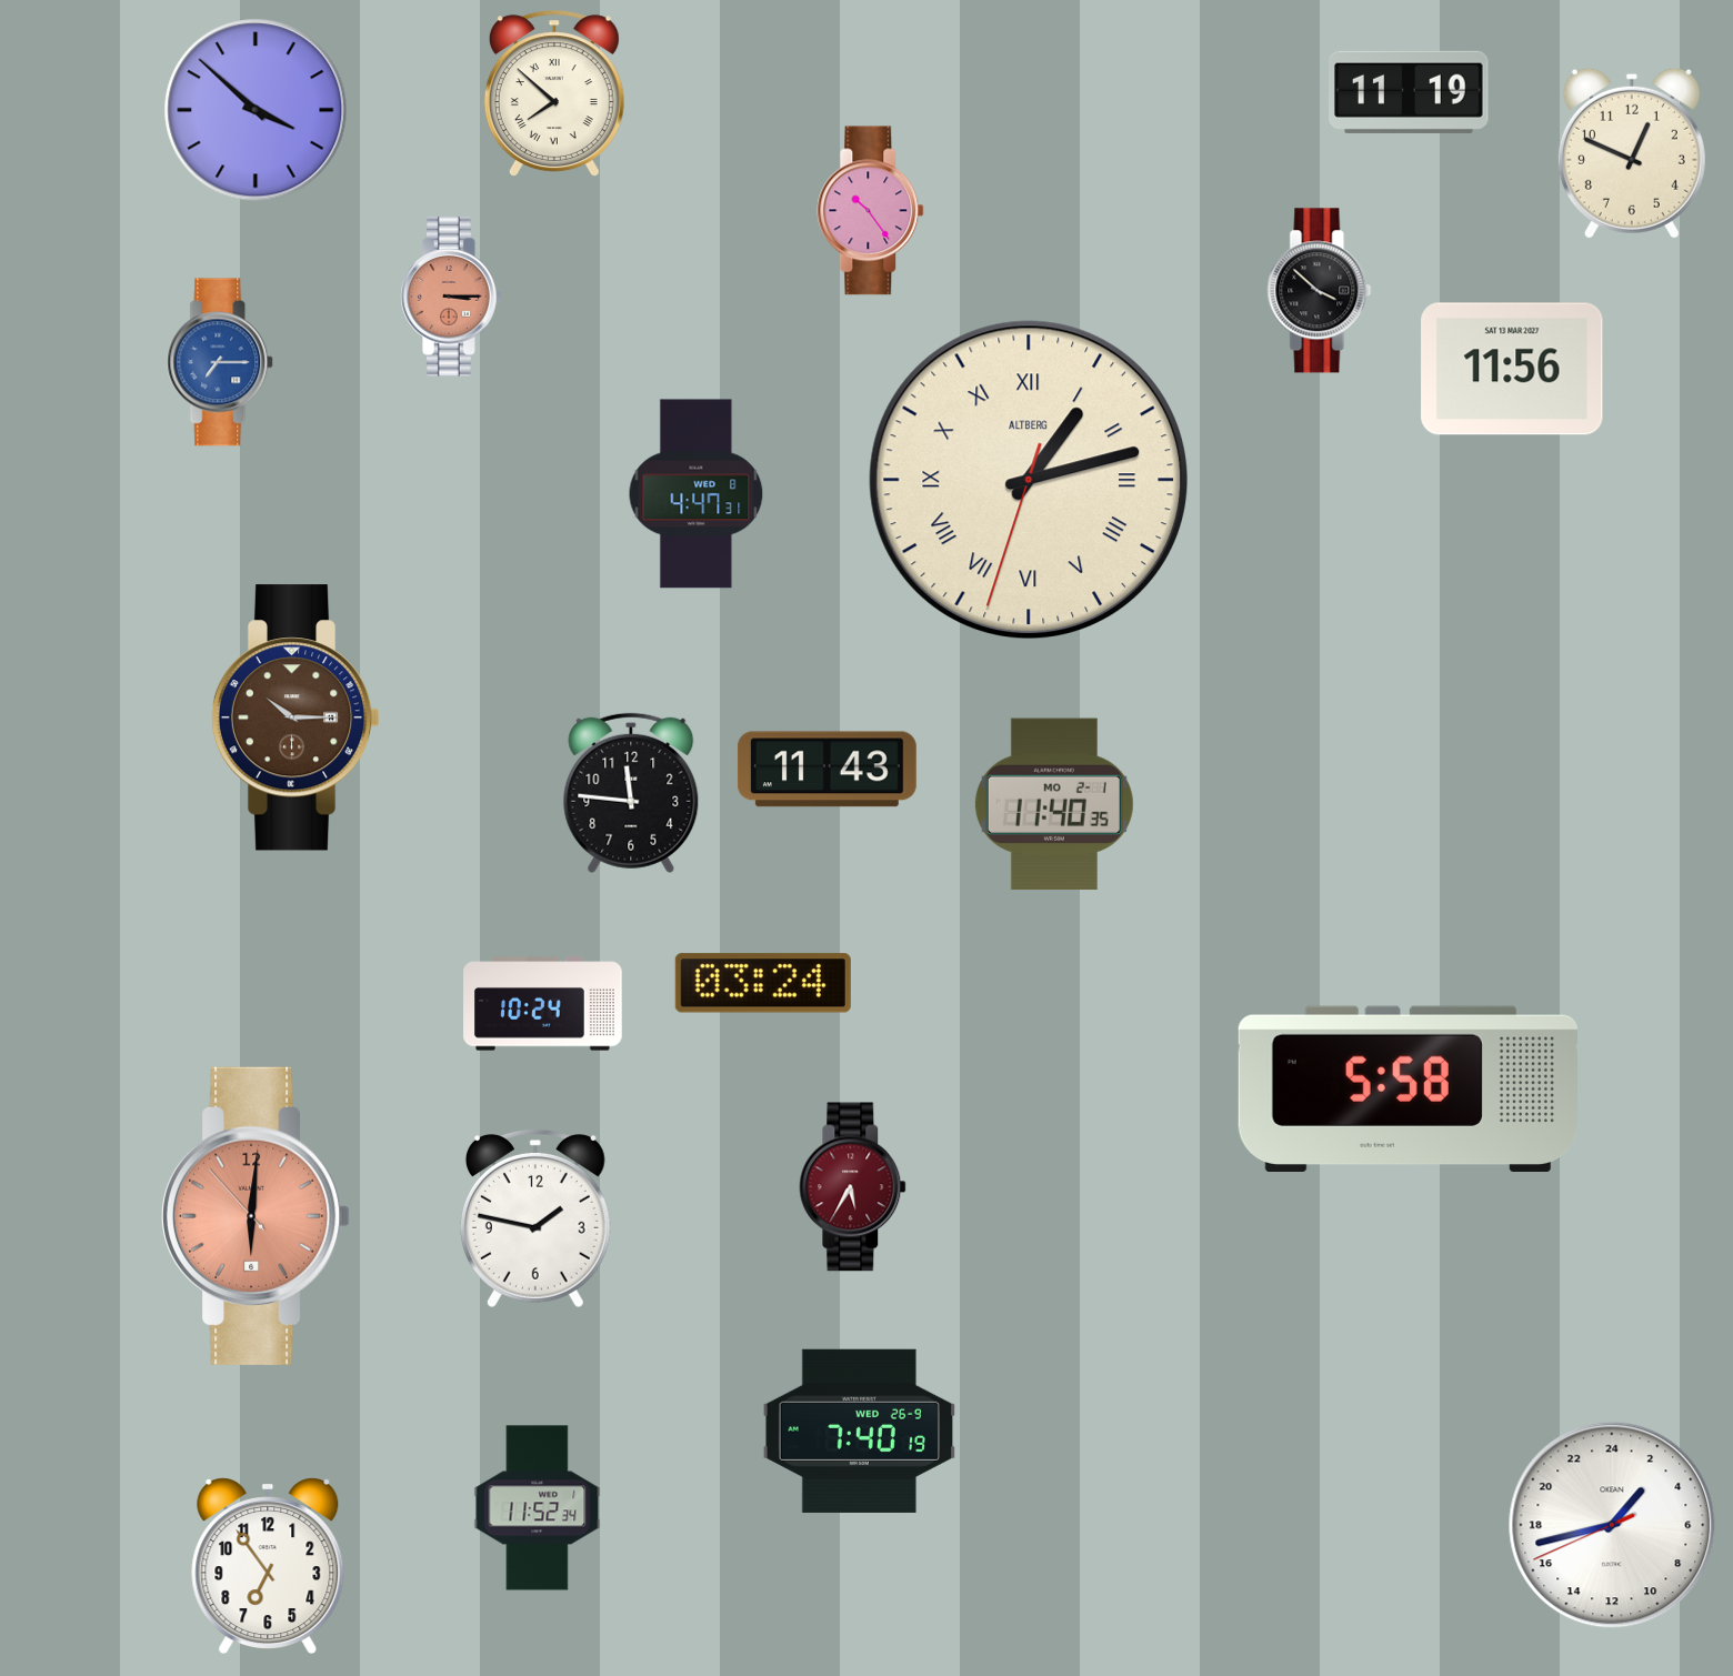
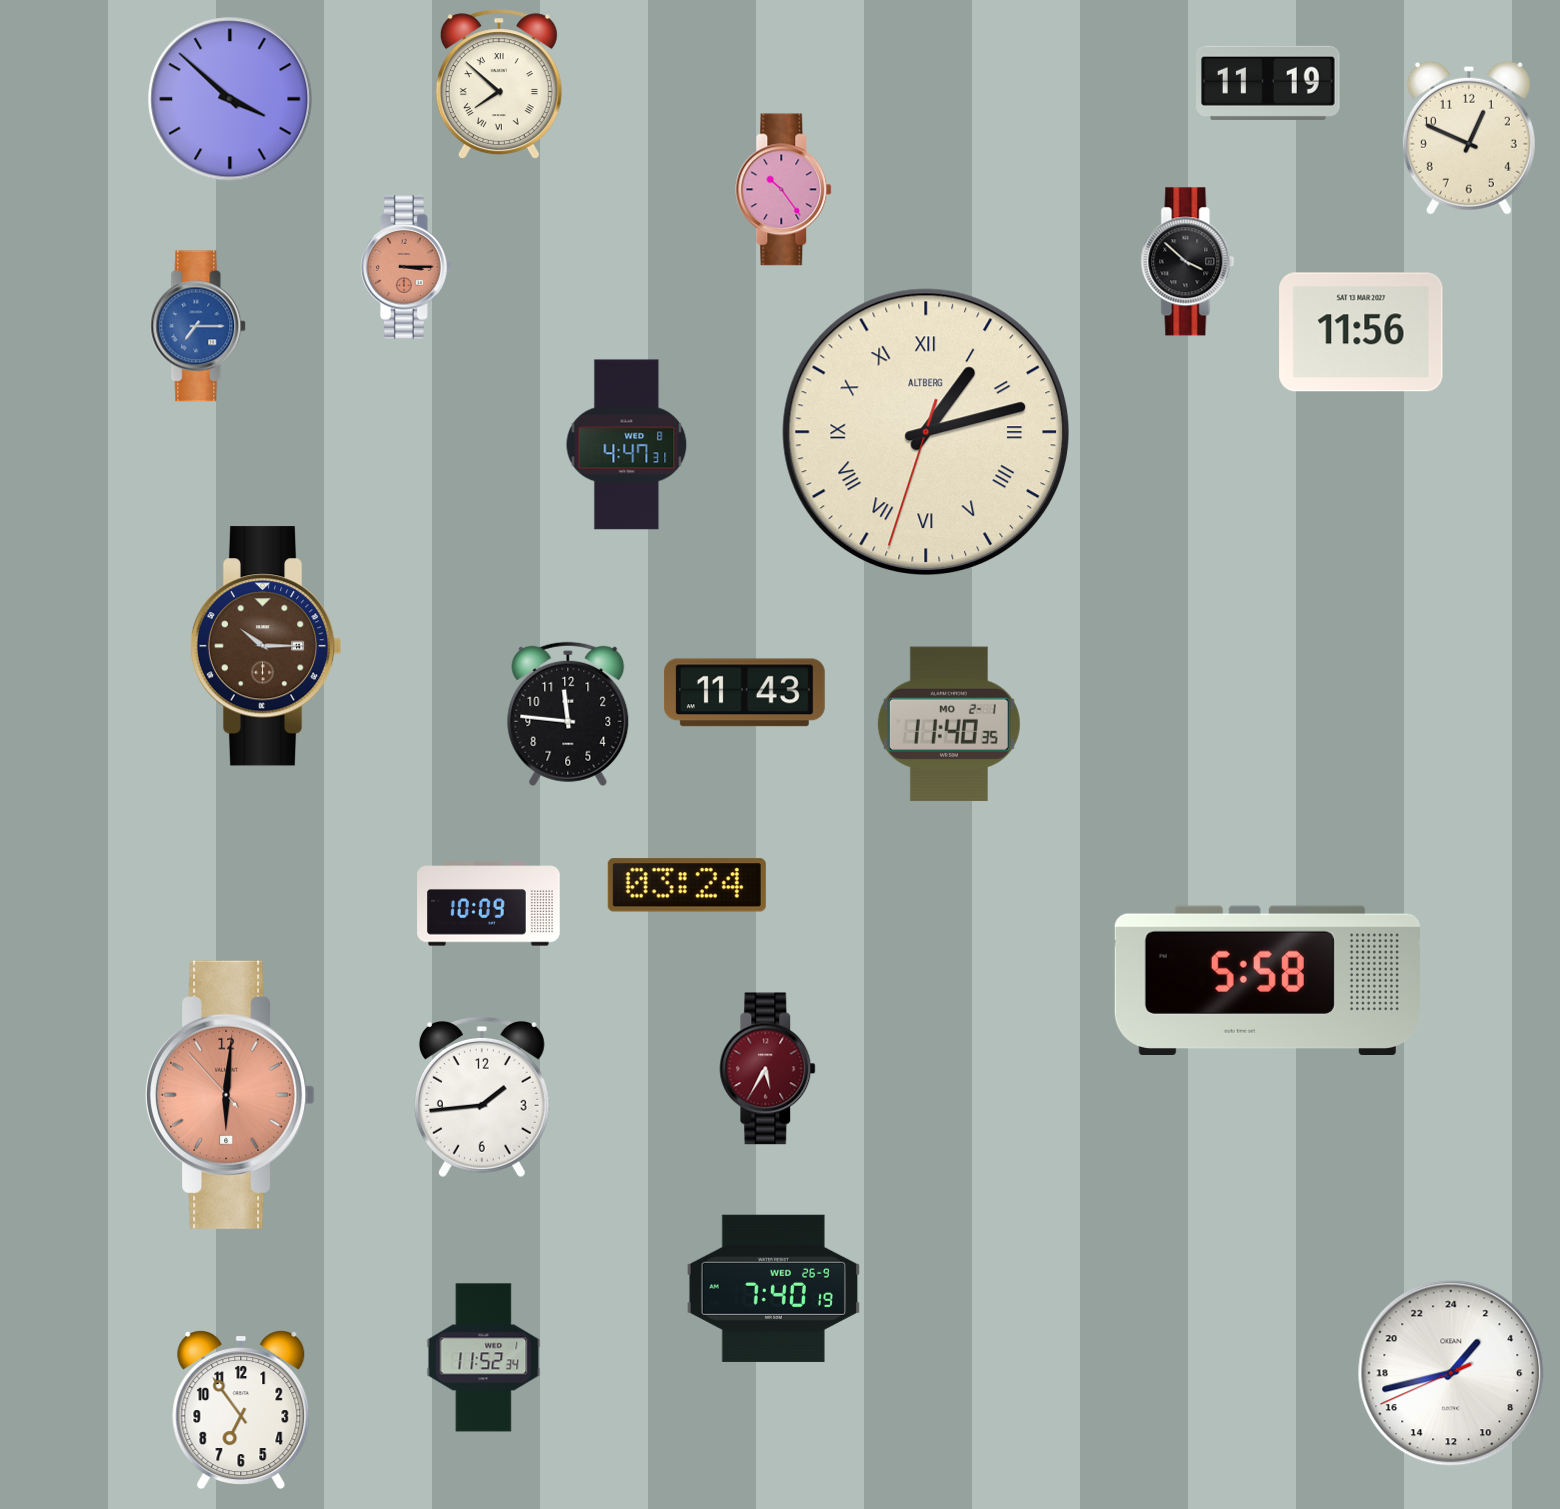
clock at (543, 1004): 10:24 -> 10:09
clock at (535, 1218): 1:47 -> 1:44
